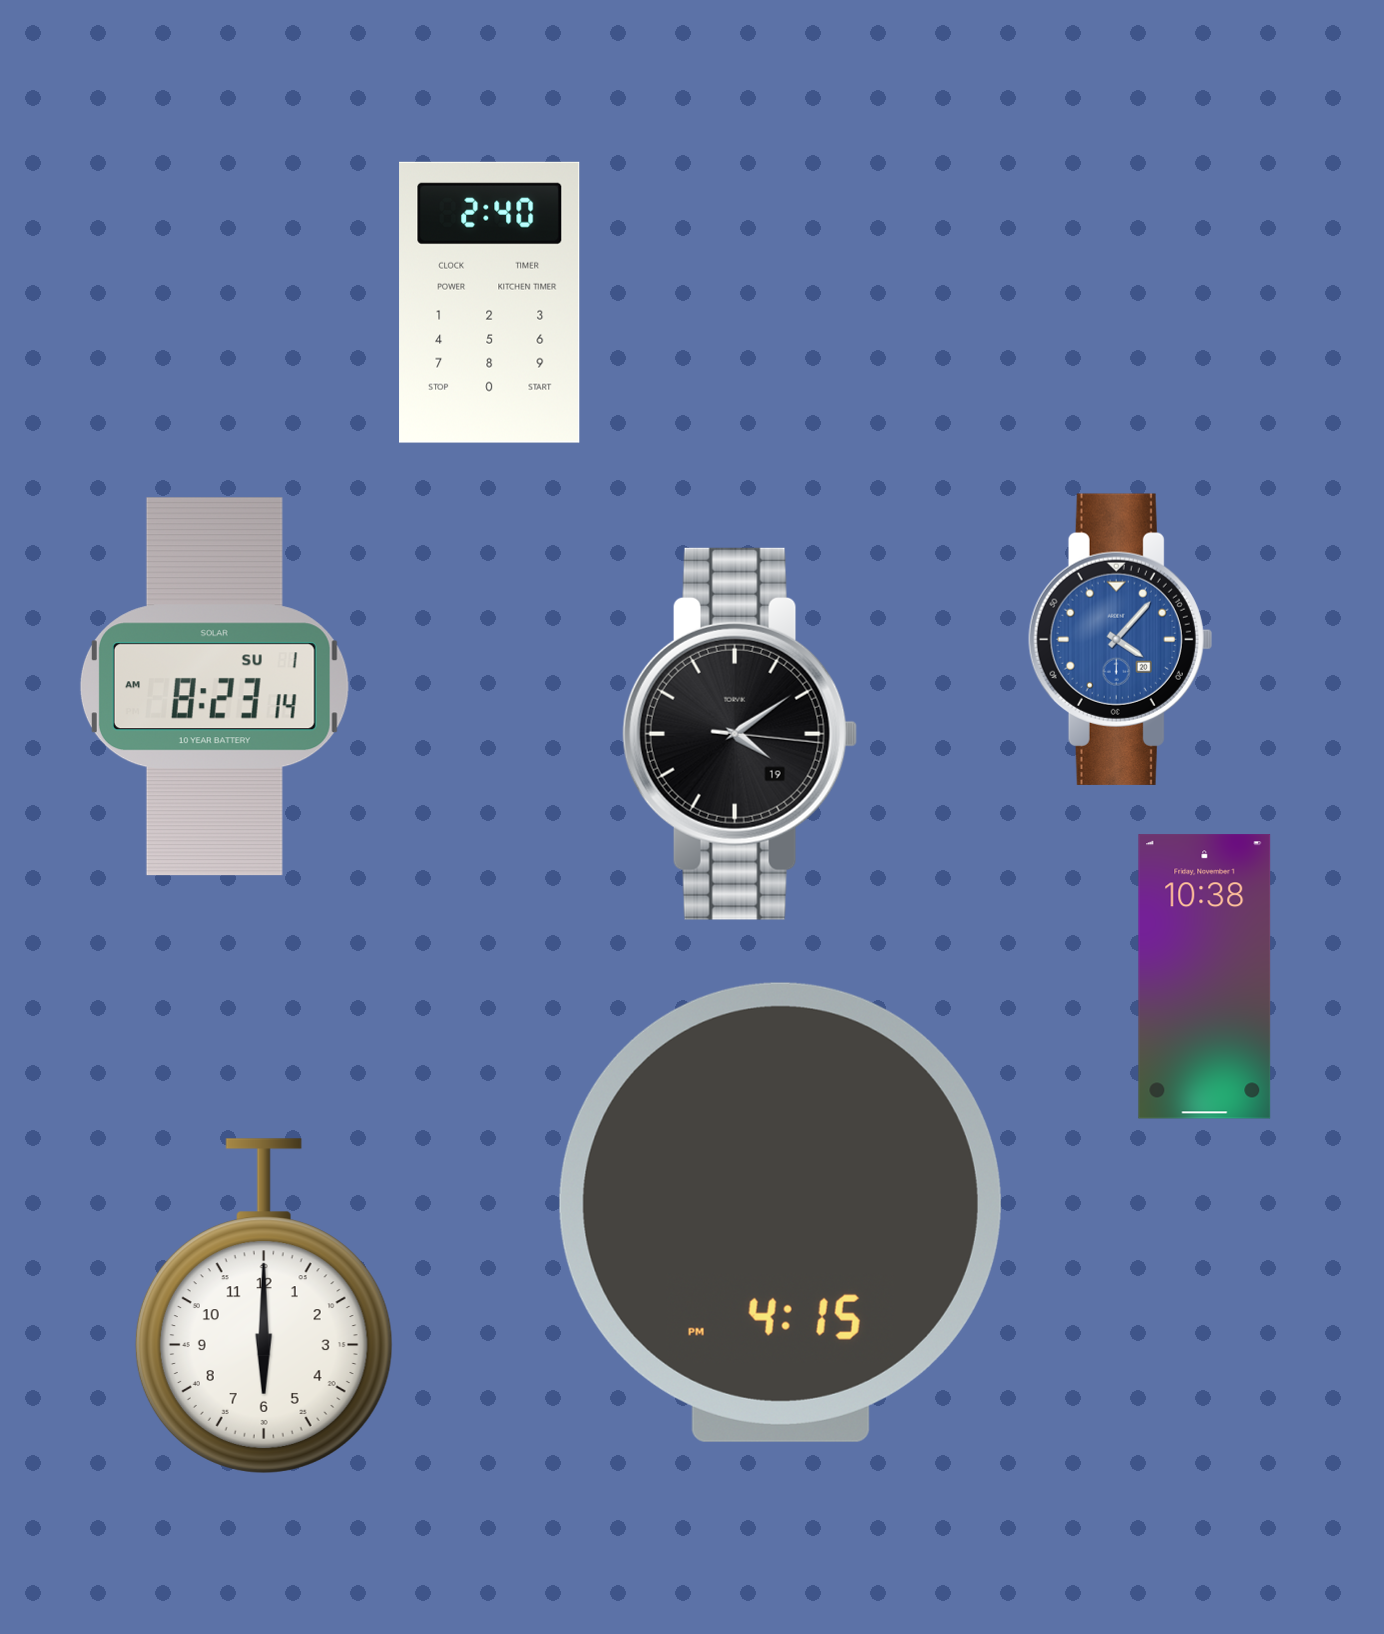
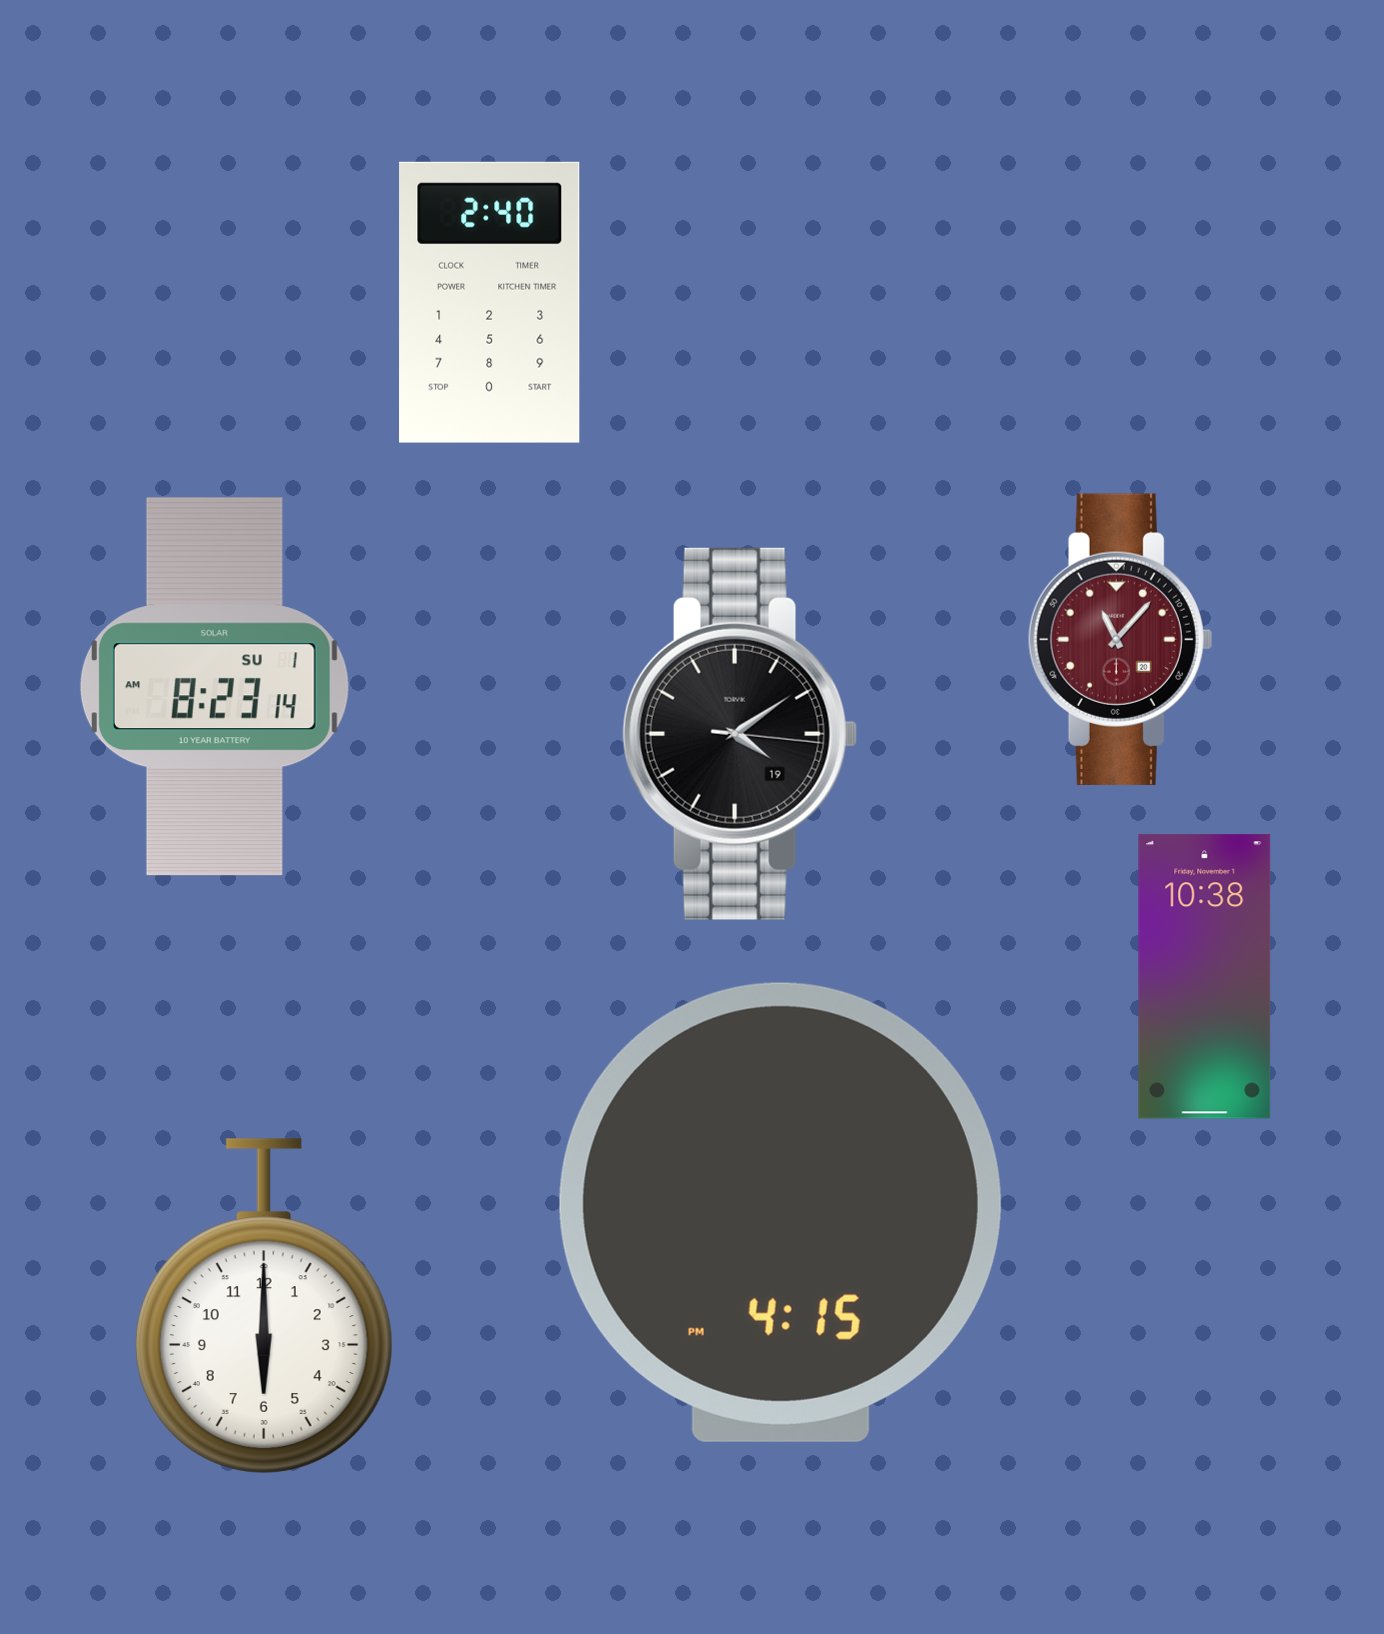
clock at (1120, 639): 4:07 -> 11:07
clock at (1120, 639) dial: blue -> burgundy
